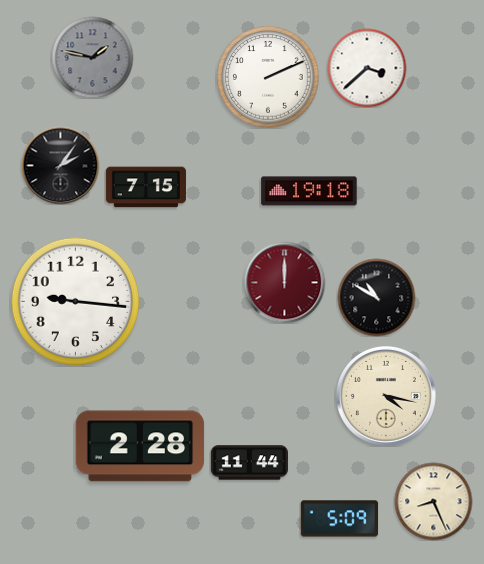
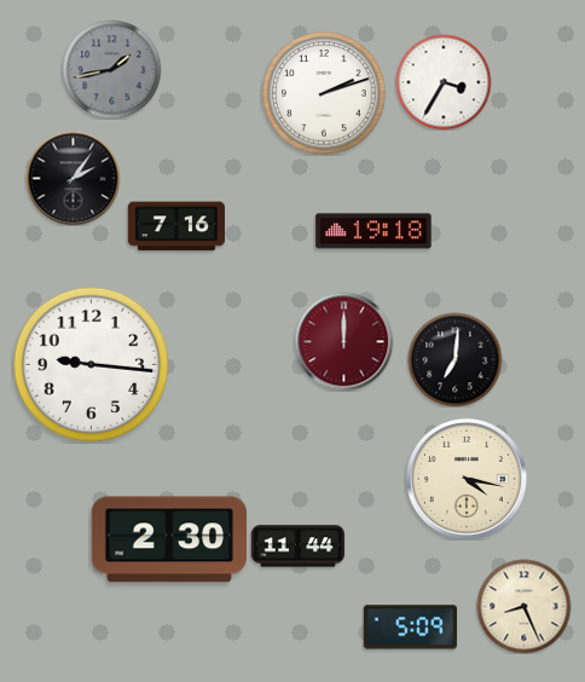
clock at (92, 57): 1:47 -> 1:43
clock at (367, 68): 3:38 -> 3:35
clock at (268, 77): 2:11 -> 2:12
clock at (60, 165) position: (60, 165) -> (73, 178)
clock at (146, 187): 7:15 -> 7:16
clock at (376, 297): 10:50 -> 7:01
clock at (140, 446): 2:28 -> 2:30
clock at (249, 463) position: (249, 463) -> (297, 547)
